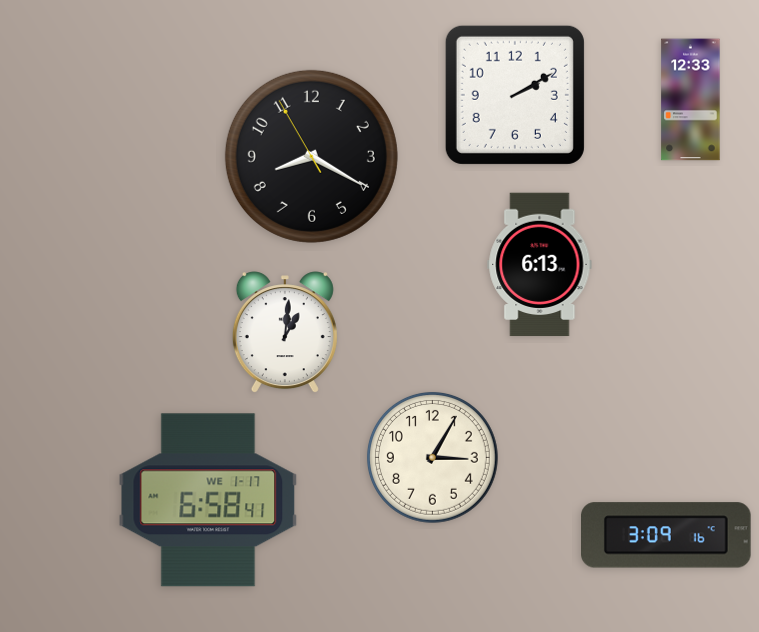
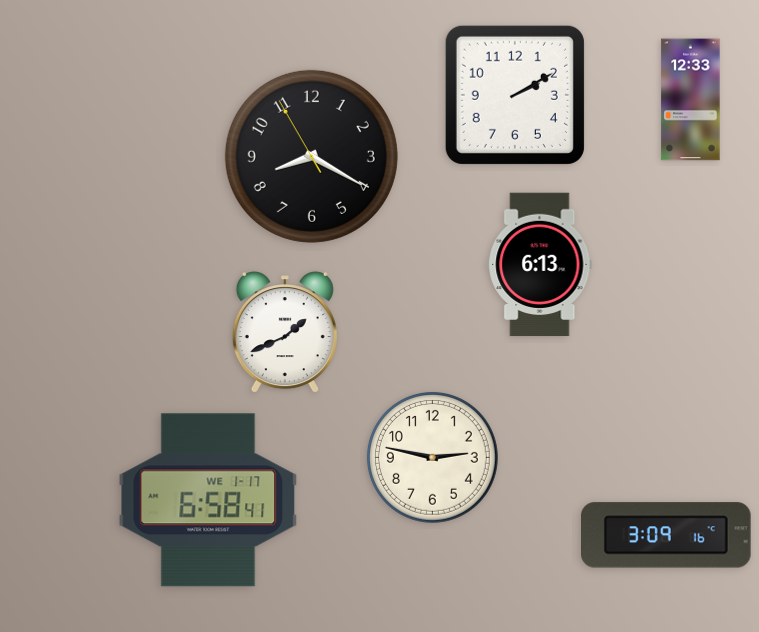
clock at (285, 333): 1:01 -> 1:41
clock at (432, 457): 3:05 -> 2:47
